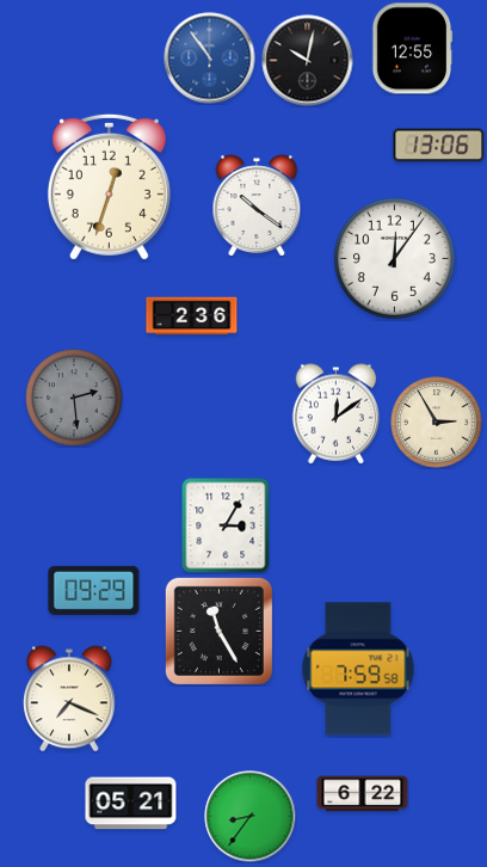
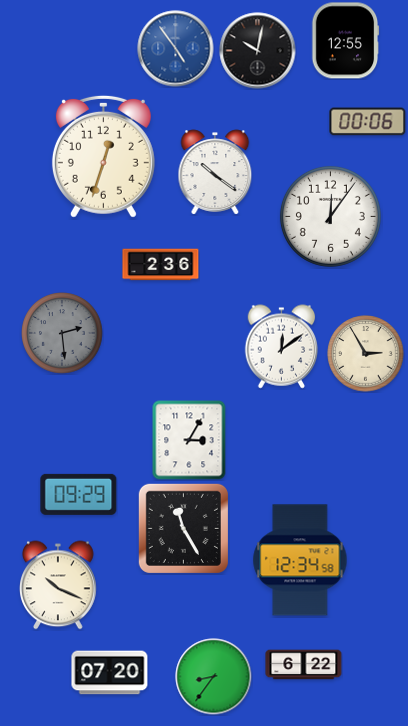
clock at (210, 59): 10:54 -> 4:54
clock at (439, 146): 13:06 -> 00:06
clock at (109, 186) position: (109, 186) -> (103, 156)
clock at (358, 669): 7:59 -> 12:34
clock at (70, 699): 7:19 -> 10:19
clock at (131, 804): 05:21 -> 07:20
clock at (251, 817) position: (251, 817) -> (214, 677)
